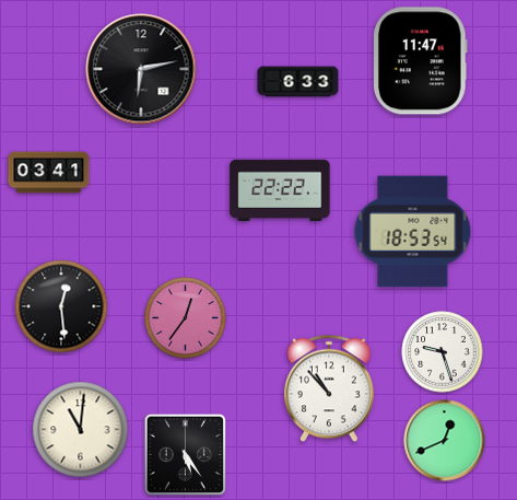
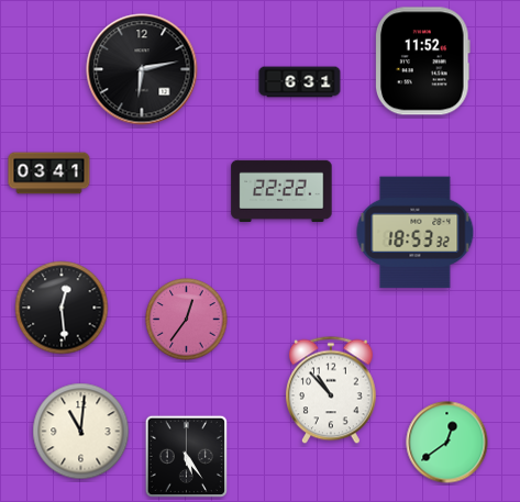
clock at (421, 61): 11:47 -> 11:52
clock at (298, 82): 6:33 -> 6:31
clock at (413, 232): 18:53:54 -> 18:53:32
clock at (443, 352): 9:27 -> none
clock at (445, 441): 12:41 -> 12:39
